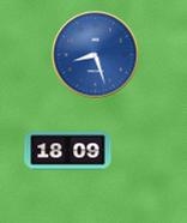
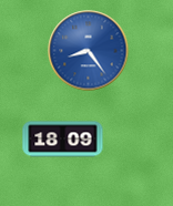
clock at (96, 55): 8:27 -> 8:24
